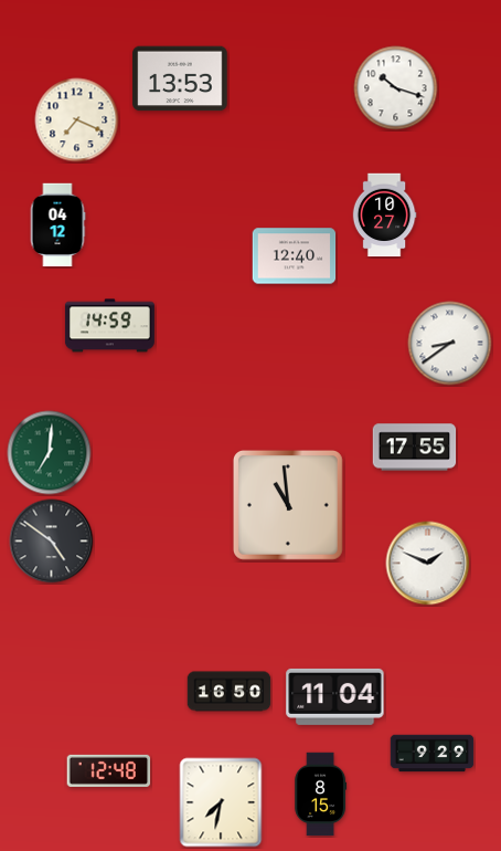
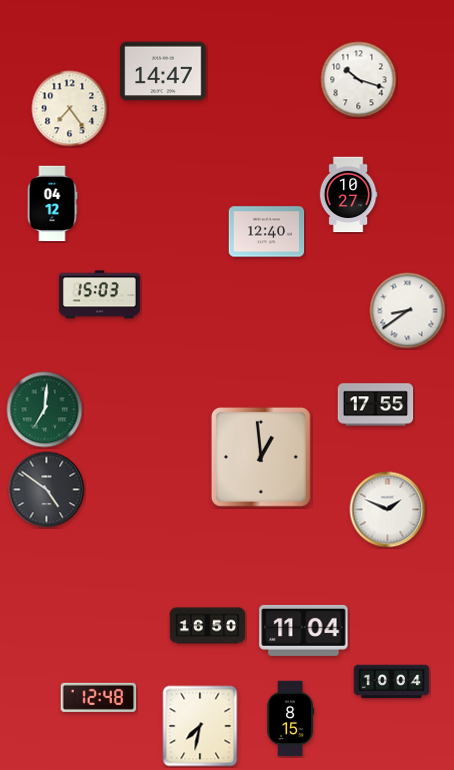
clock at (180, 78): 13:53 -> 14:47
clock at (77, 120): 7:19 -> 7:24
clock at (109, 326): 14:59 -> 15:03
clock at (288, 505): 10:59 -> 12:59
clock at (433, 754): 9:29 -> 10:04
